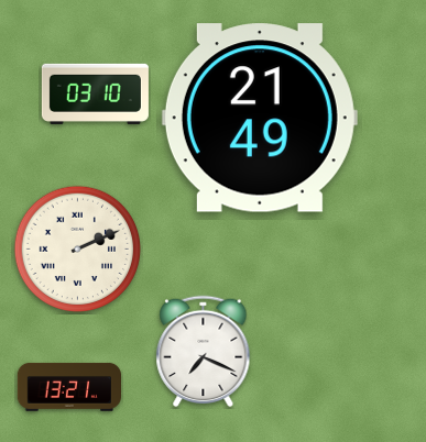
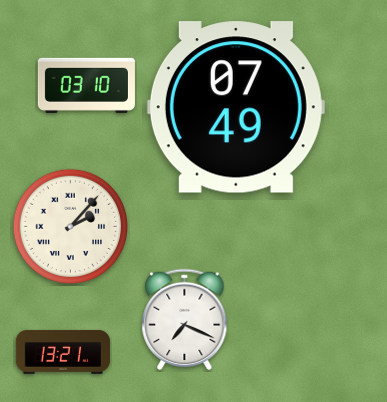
clock at (260, 118): 21:49 -> 07:49
clock at (78, 250): 2:11 -> 2:07
